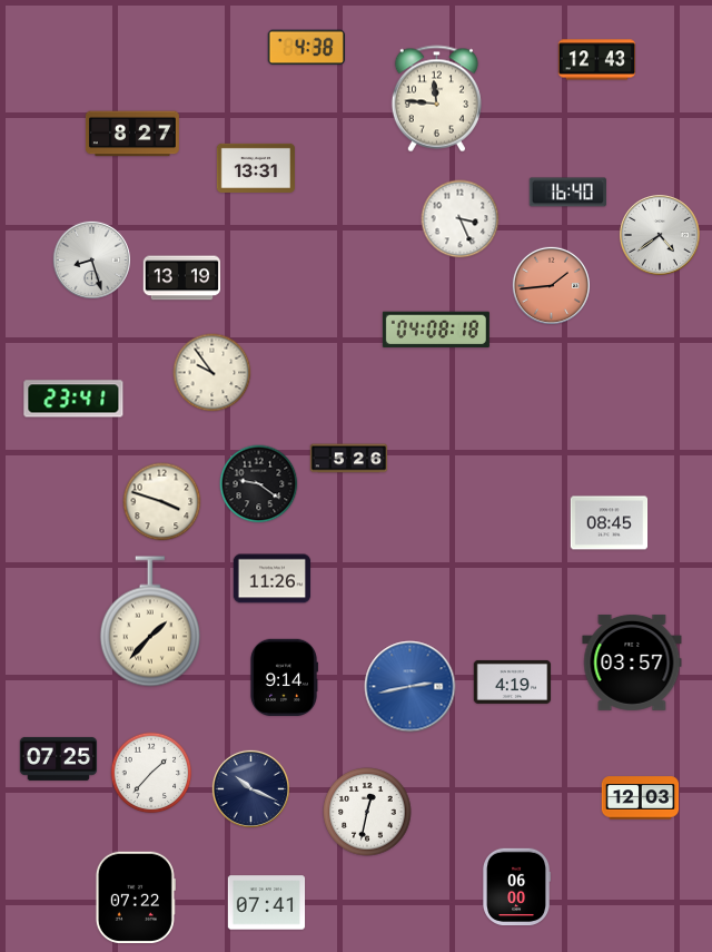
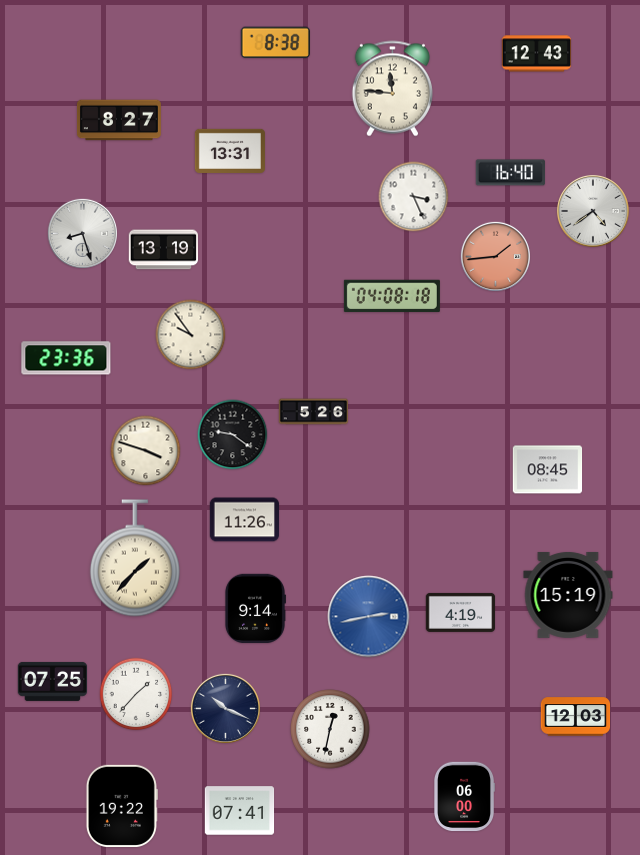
clock at (306, 48): 4:38 -> 8:38
clock at (73, 399): 23:41 -> 23:36
clock at (632, 663): 03:57 -> 15:19
clock at (136, 896): 07:22 -> 19:22
